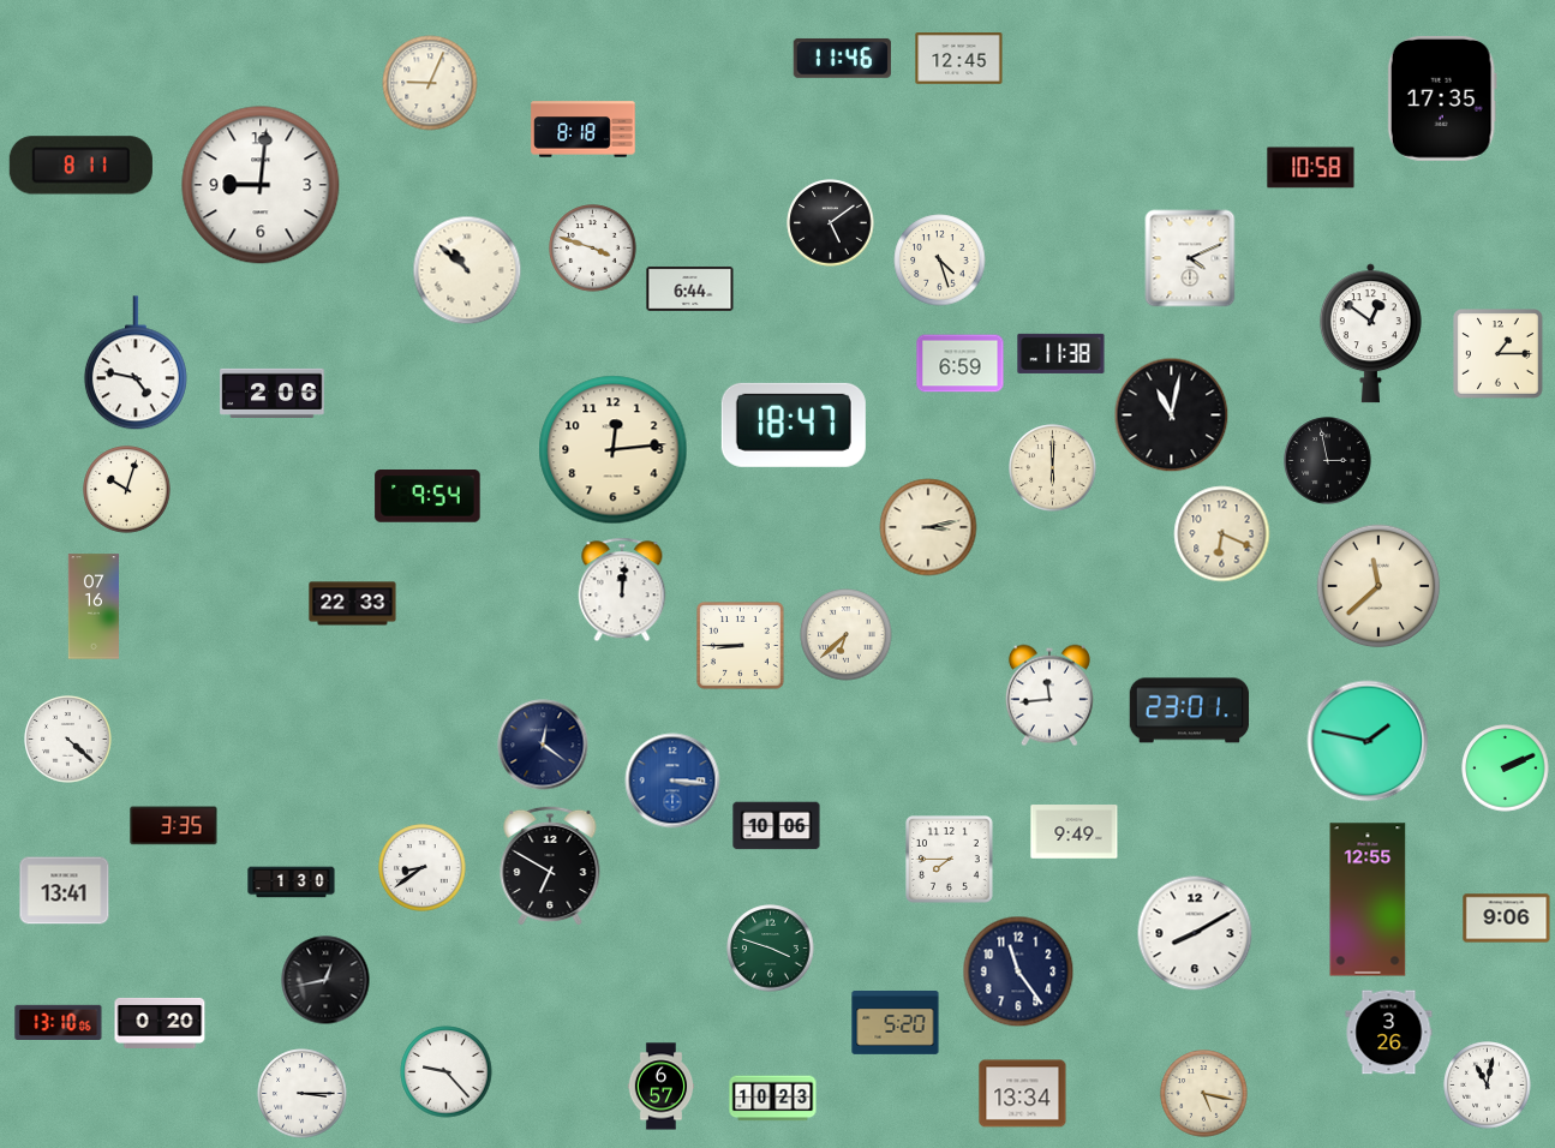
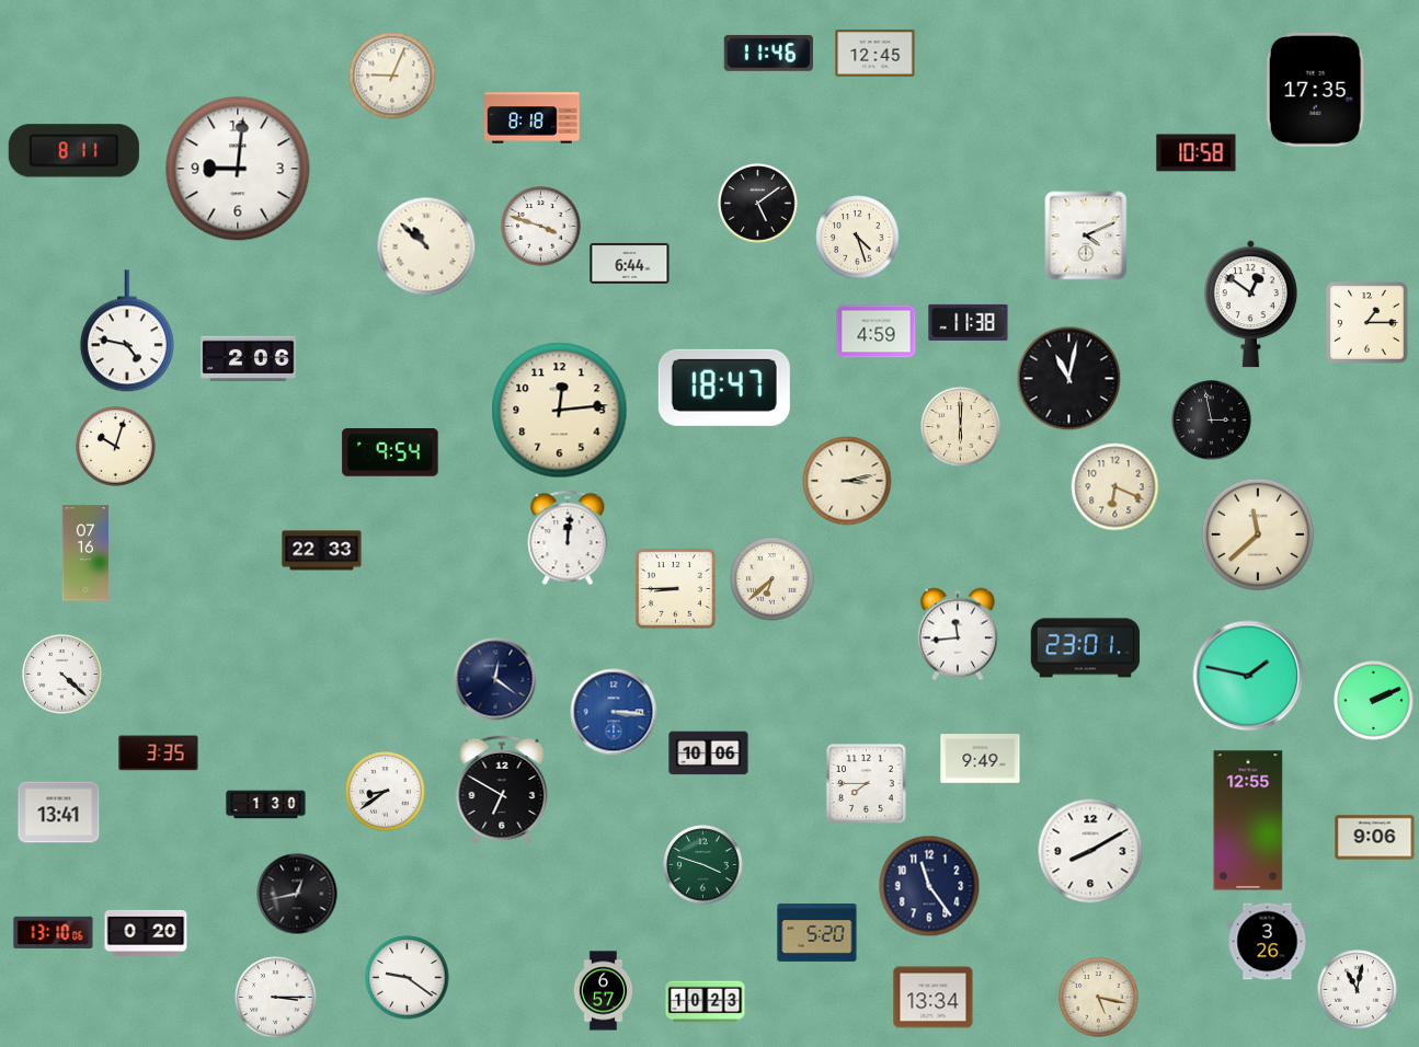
clock at (136, 364) position: (136, 364) -> (127, 332)
clock at (961, 364): 6:59 -> 4:59
clock at (447, 1072): 9:23 -> 9:21
